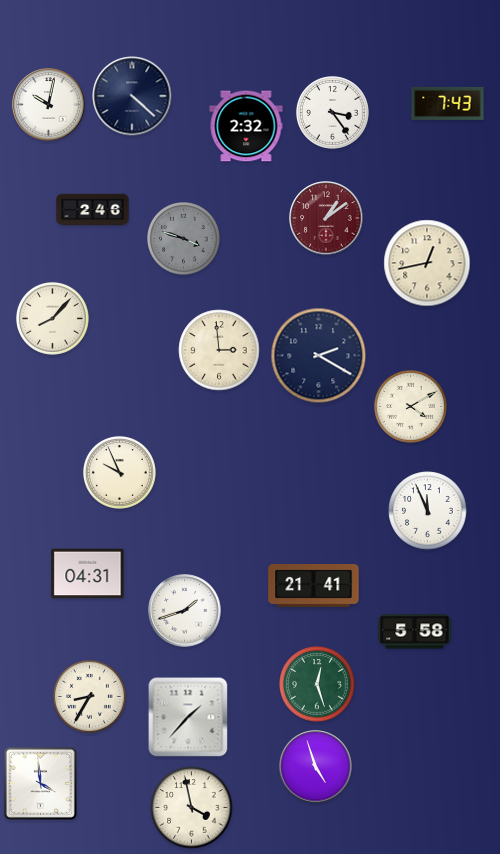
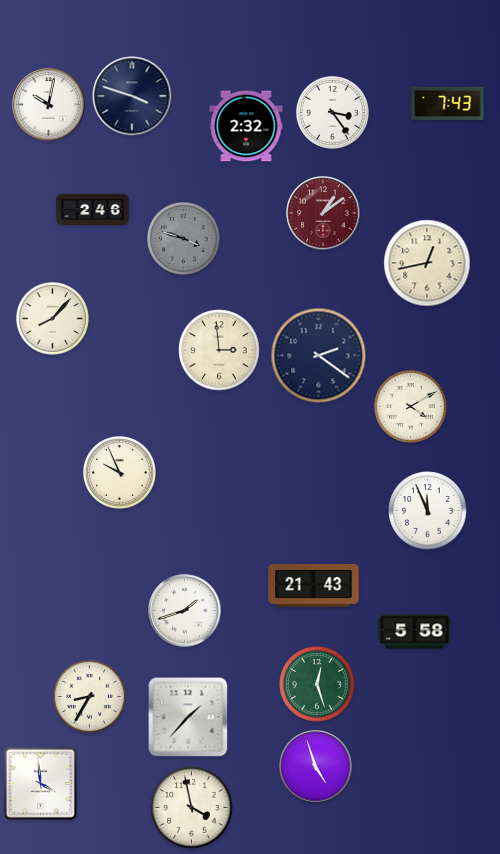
clock at (132, 96): 4:22 -> 3:48
clock at (326, 218) position: (326, 218) -> (323, 213)
clock at (319, 356): 2:20 -> 2:21
clock at (88, 574): 04:31 -> none
clock at (314, 585): 21:41 -> 21:43
